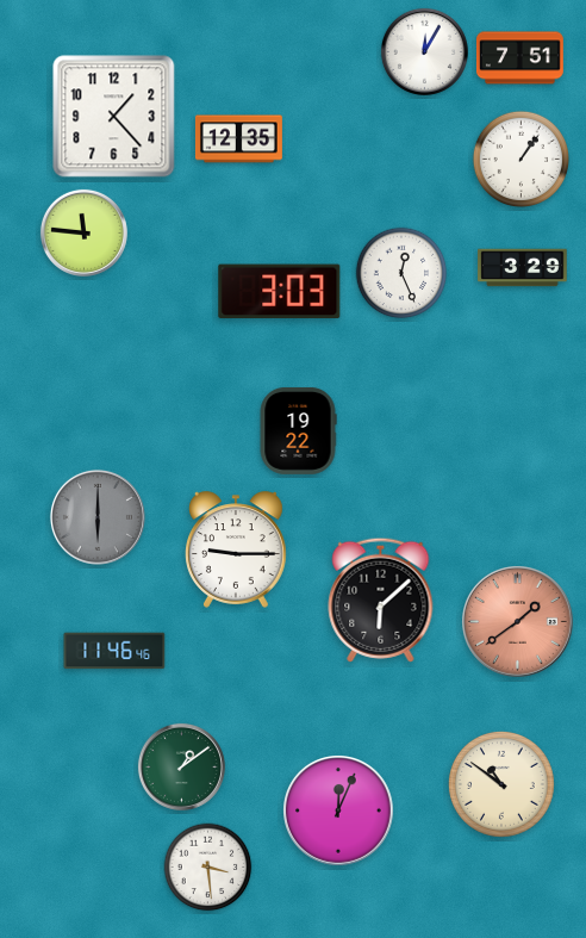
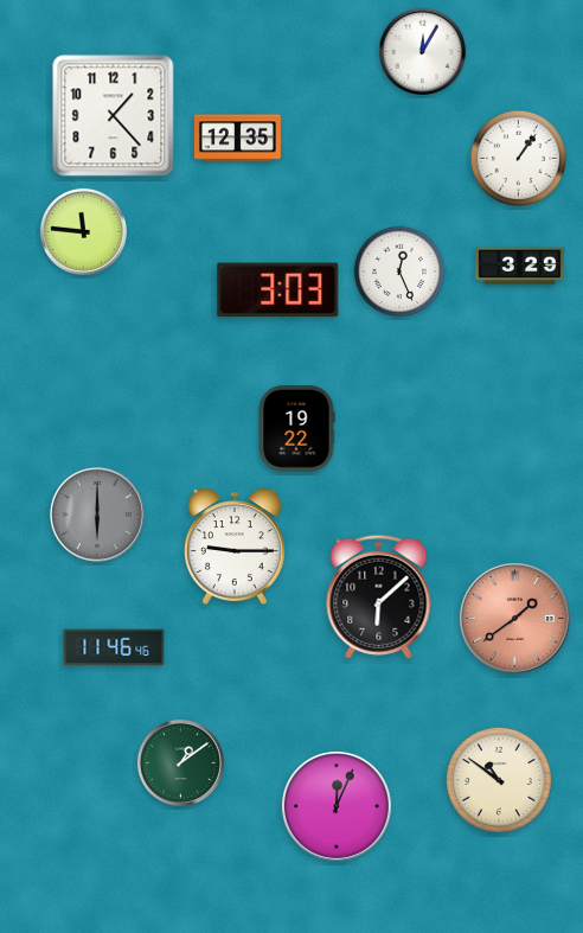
clock at (519, 58): 7:51 -> none
clock at (208, 868): 3:29 -> none
